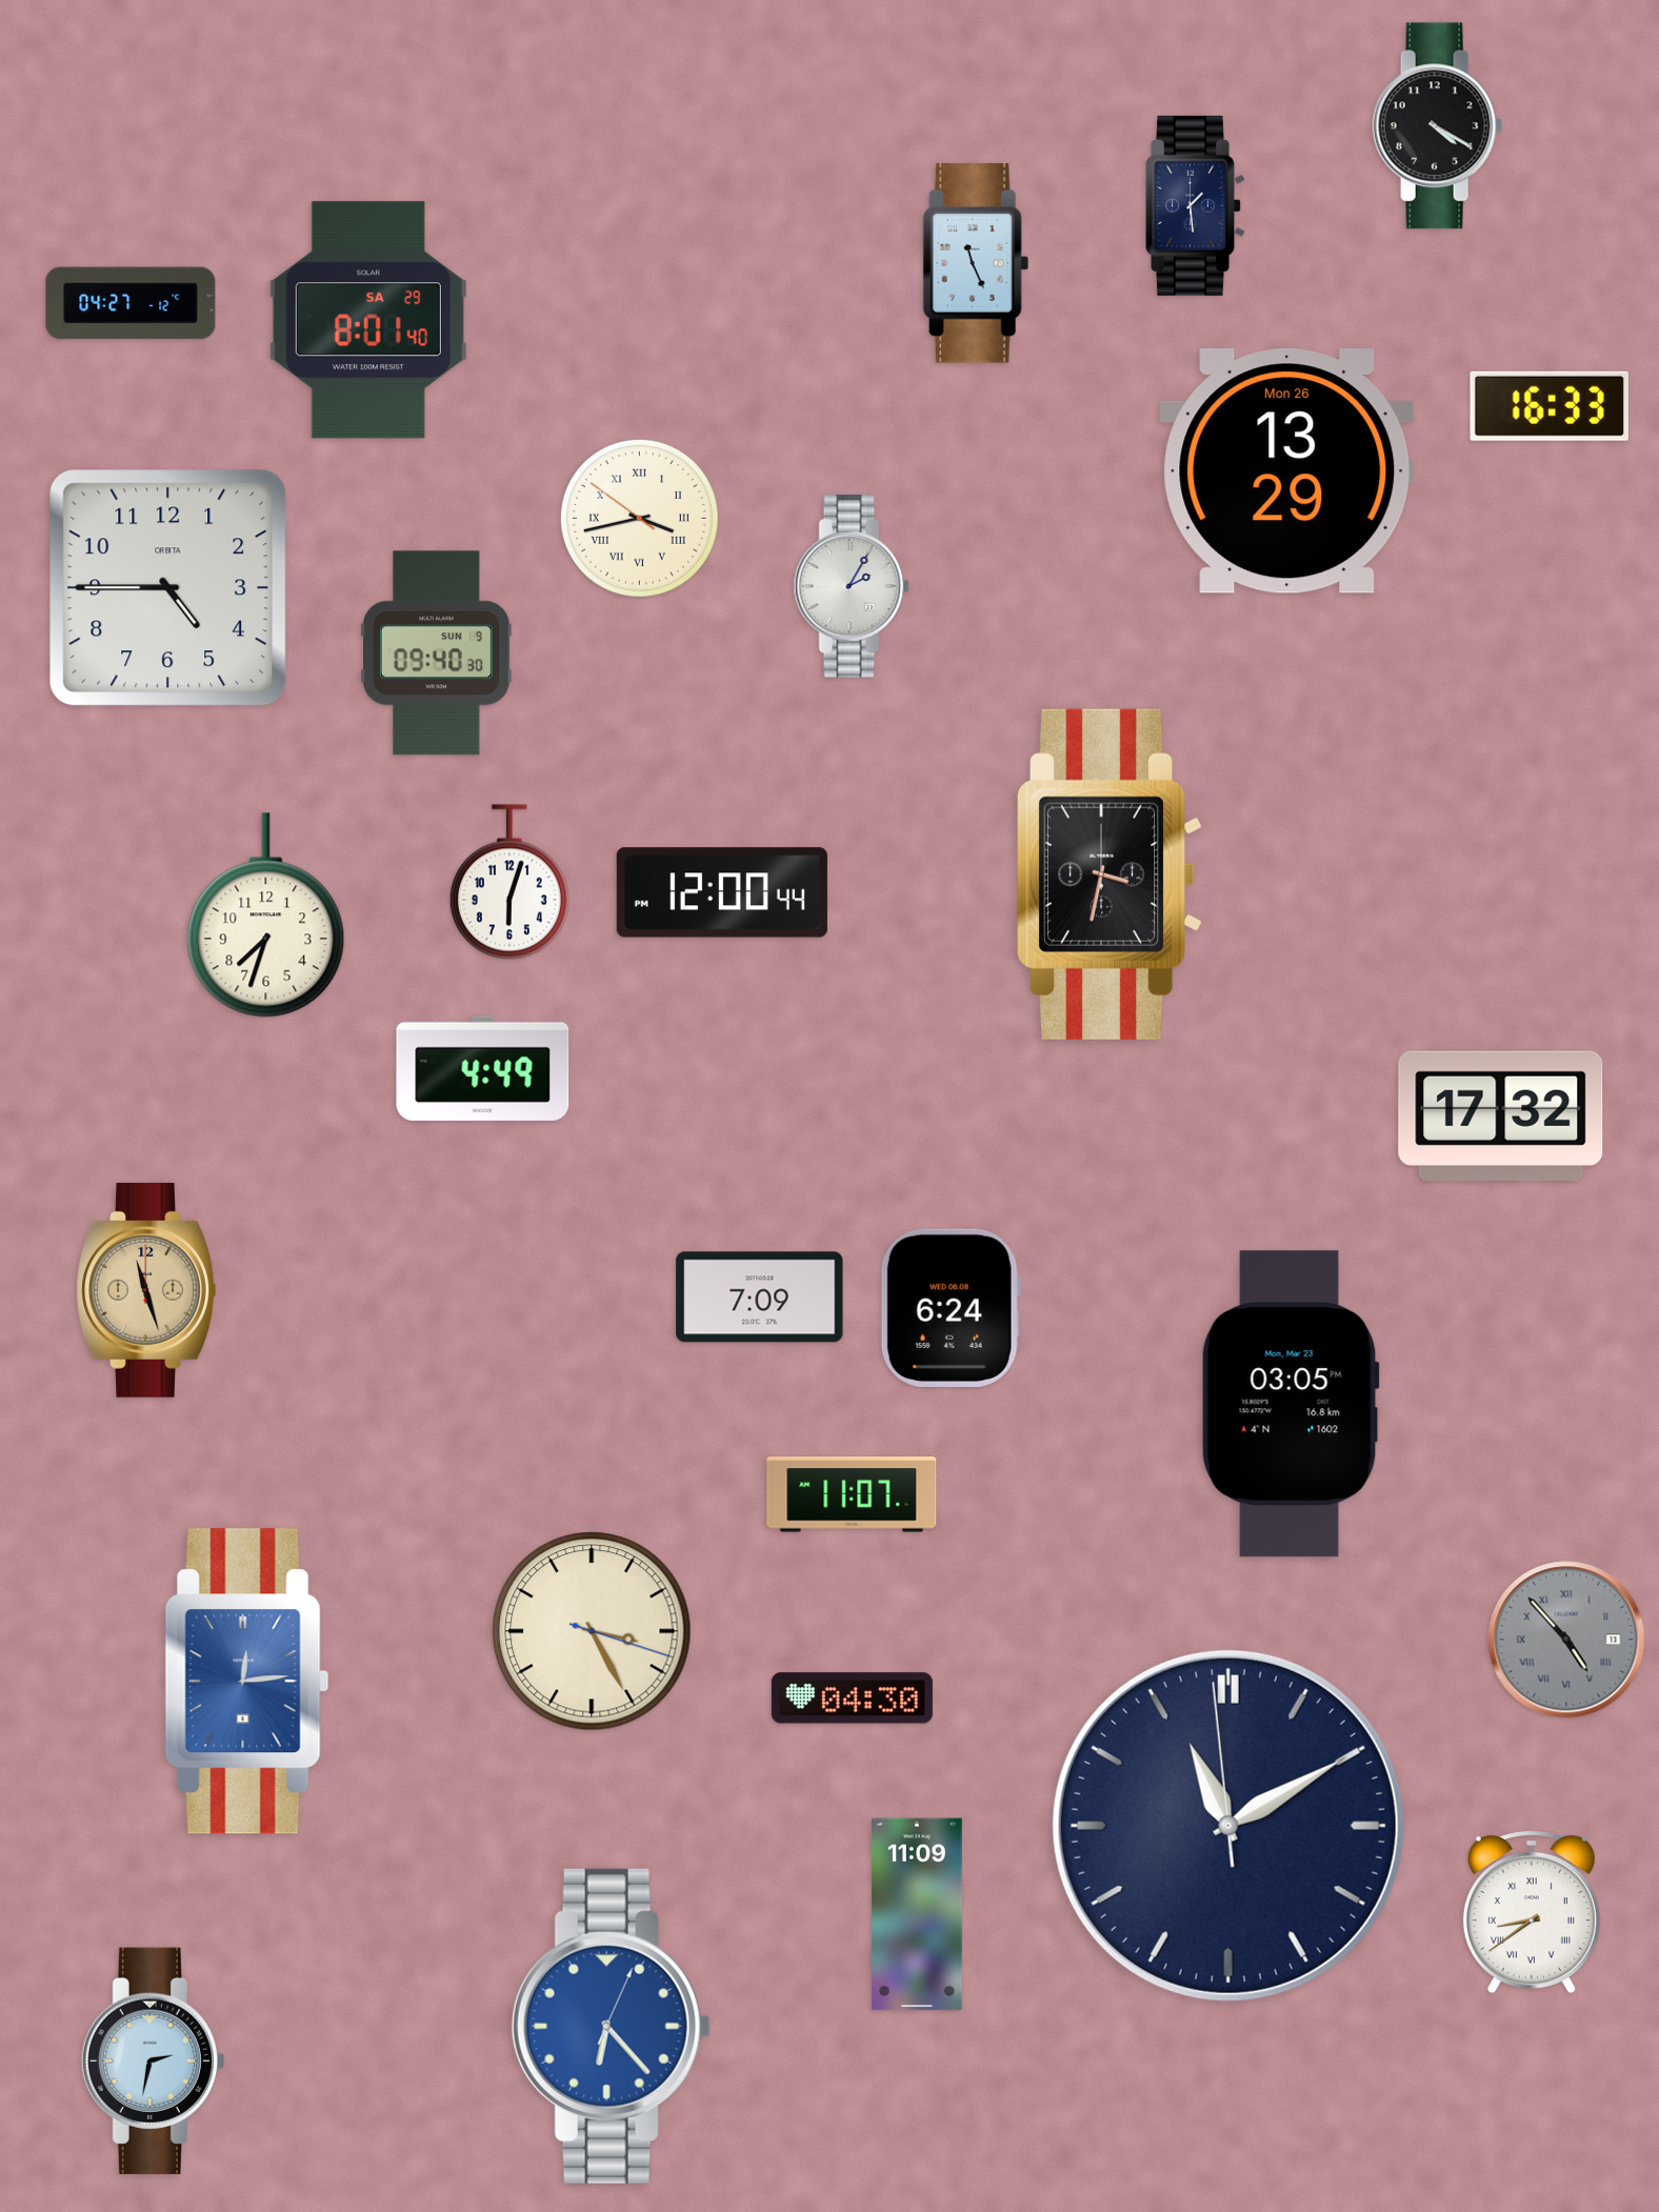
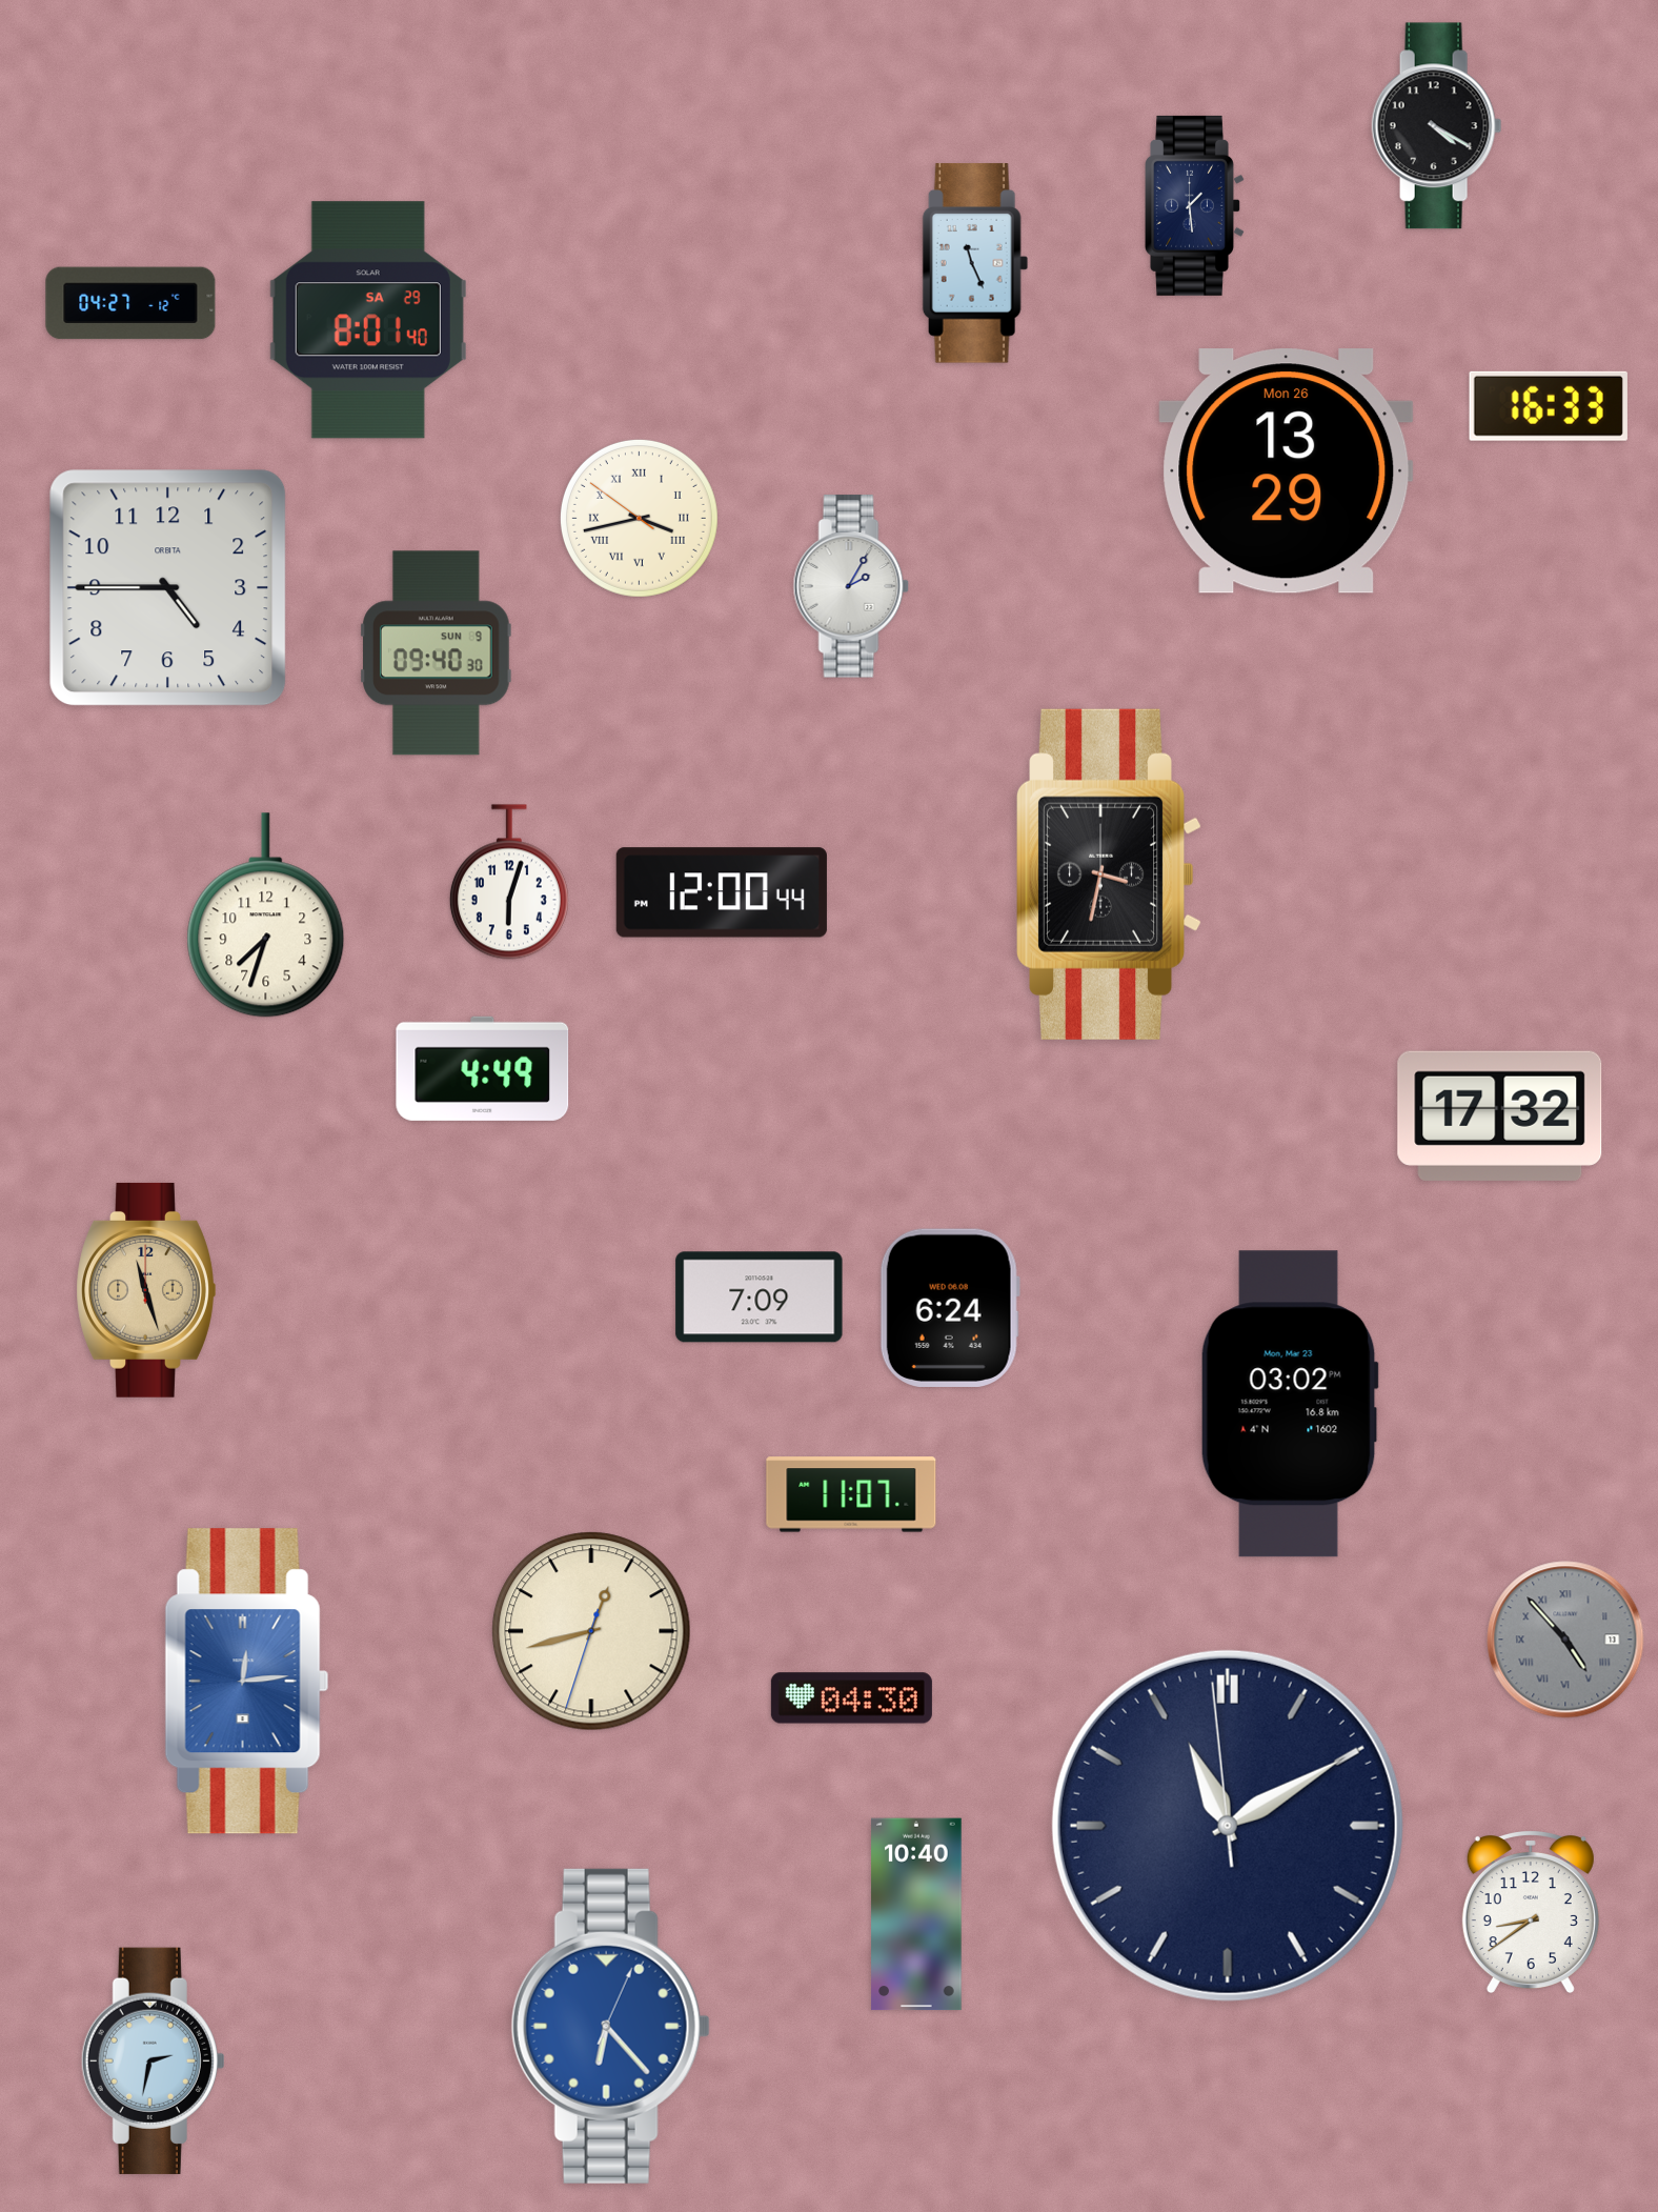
clock at (1291, 1404): 03:05 -> 03:02
clock at (592, 1631): 3:25 -> 12:42
clock at (1532, 1911) numerals: Roman -> Arabic
clock at (917, 1914): 11:09 -> 10:40
